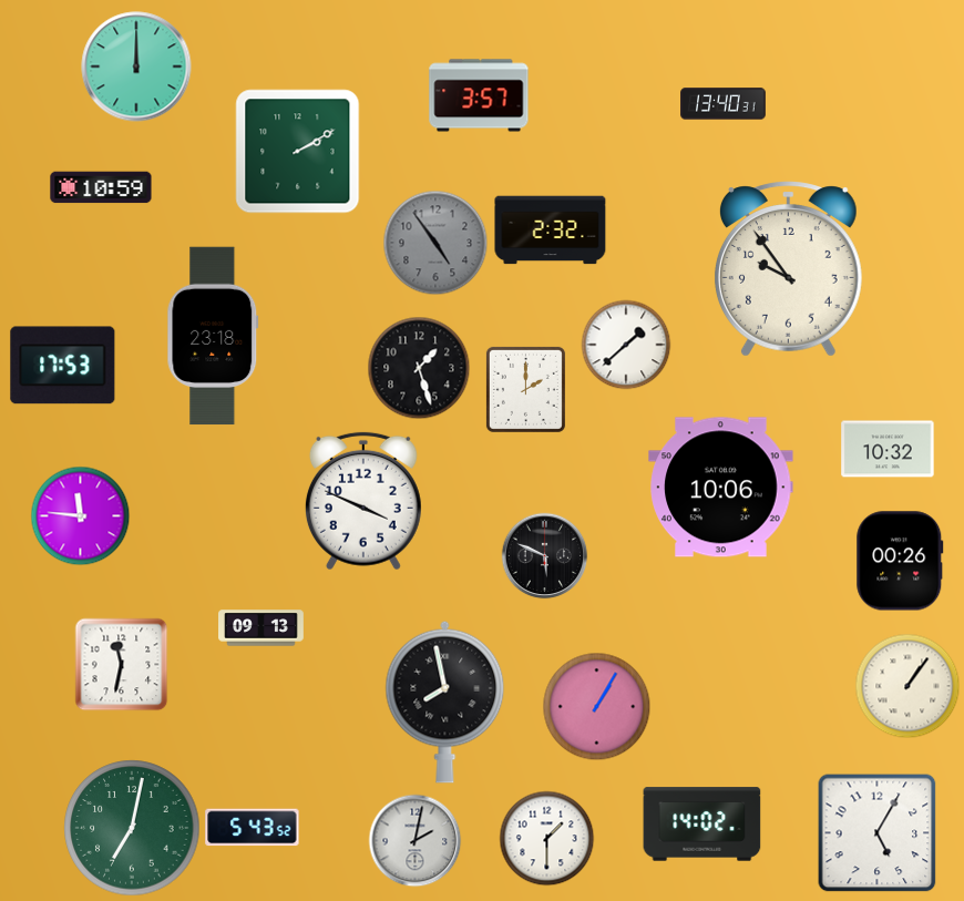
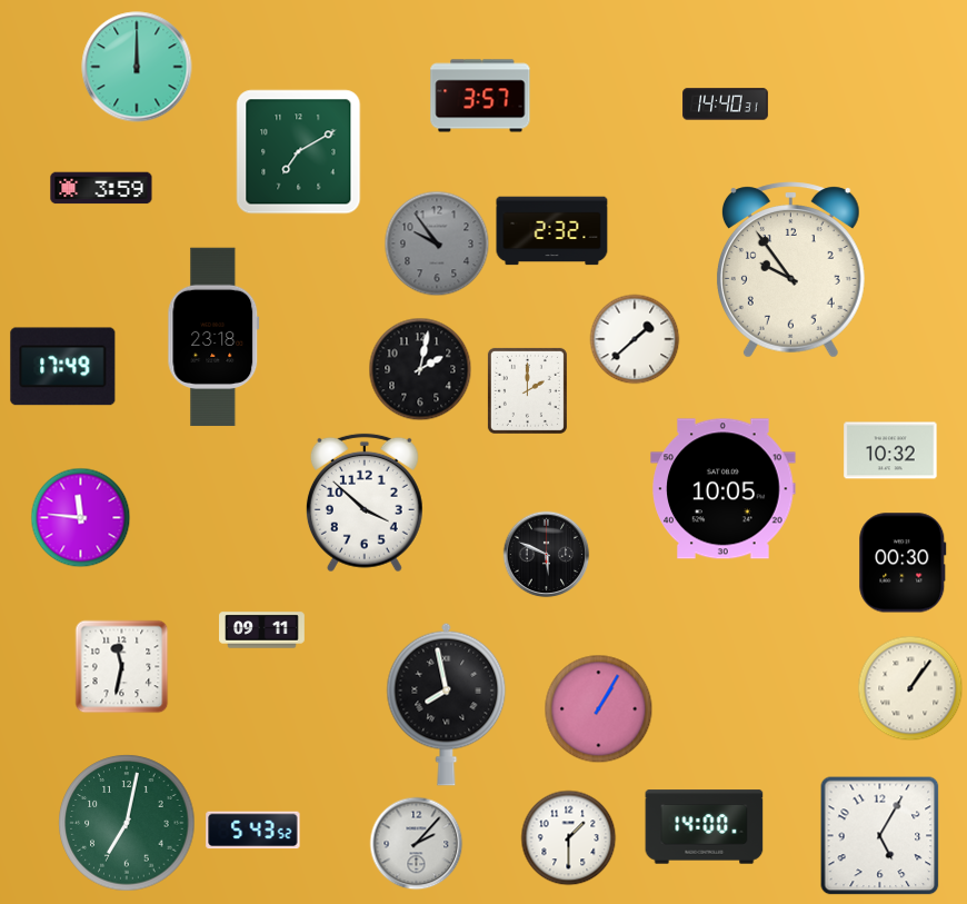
clock at (724, 104): 13:40 -> 14:40
clock at (298, 152): 2:10 -> 7:10
clock at (101, 187): 10:59 -> 3:59
clock at (435, 243): 4:54 -> 9:54
clock at (626, 345) position: (626, 345) -> (635, 339)
clock at (63, 366): 17:53 -> 17:49
clock at (419, 368): 1:27 -> 2:02
clock at (721, 488): 10:06 -> 10:05
clock at (363, 501): 3:49 -> 3:52
clock at (544, 555) position: (544, 555) -> (546, 554)
clock at (900, 561): 00:26 -> 00:30
clock at (261, 628): 09:13 -> 09:11
clock at (703, 825): 14:02 -> 14:00
clock at (132, 828) position: (132, 828) -> (127, 823)
clock at (546, 838) position: (546, 838) -> (568, 837)
clock at (414, 840): 2:02 -> 2:07
